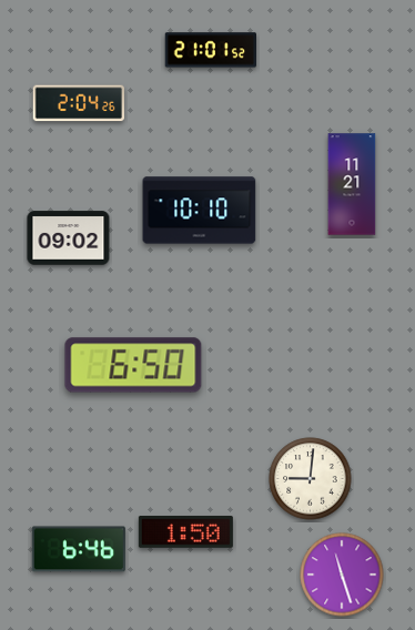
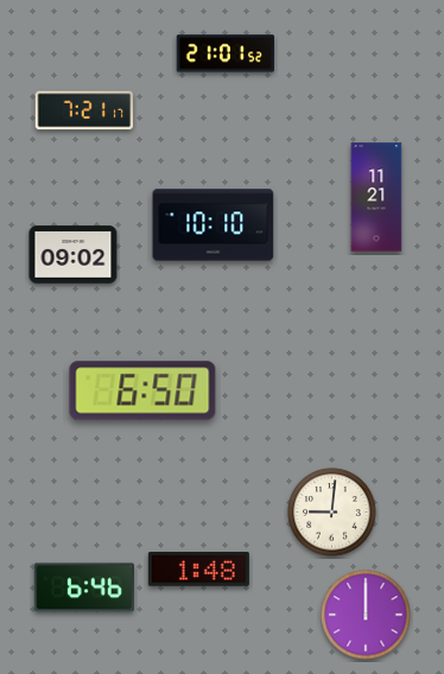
clock at (78, 103): 2:04 -> 7:21
clock at (185, 532): 1:50 -> 1:48
clock at (342, 575): 11:27 -> 12:00
